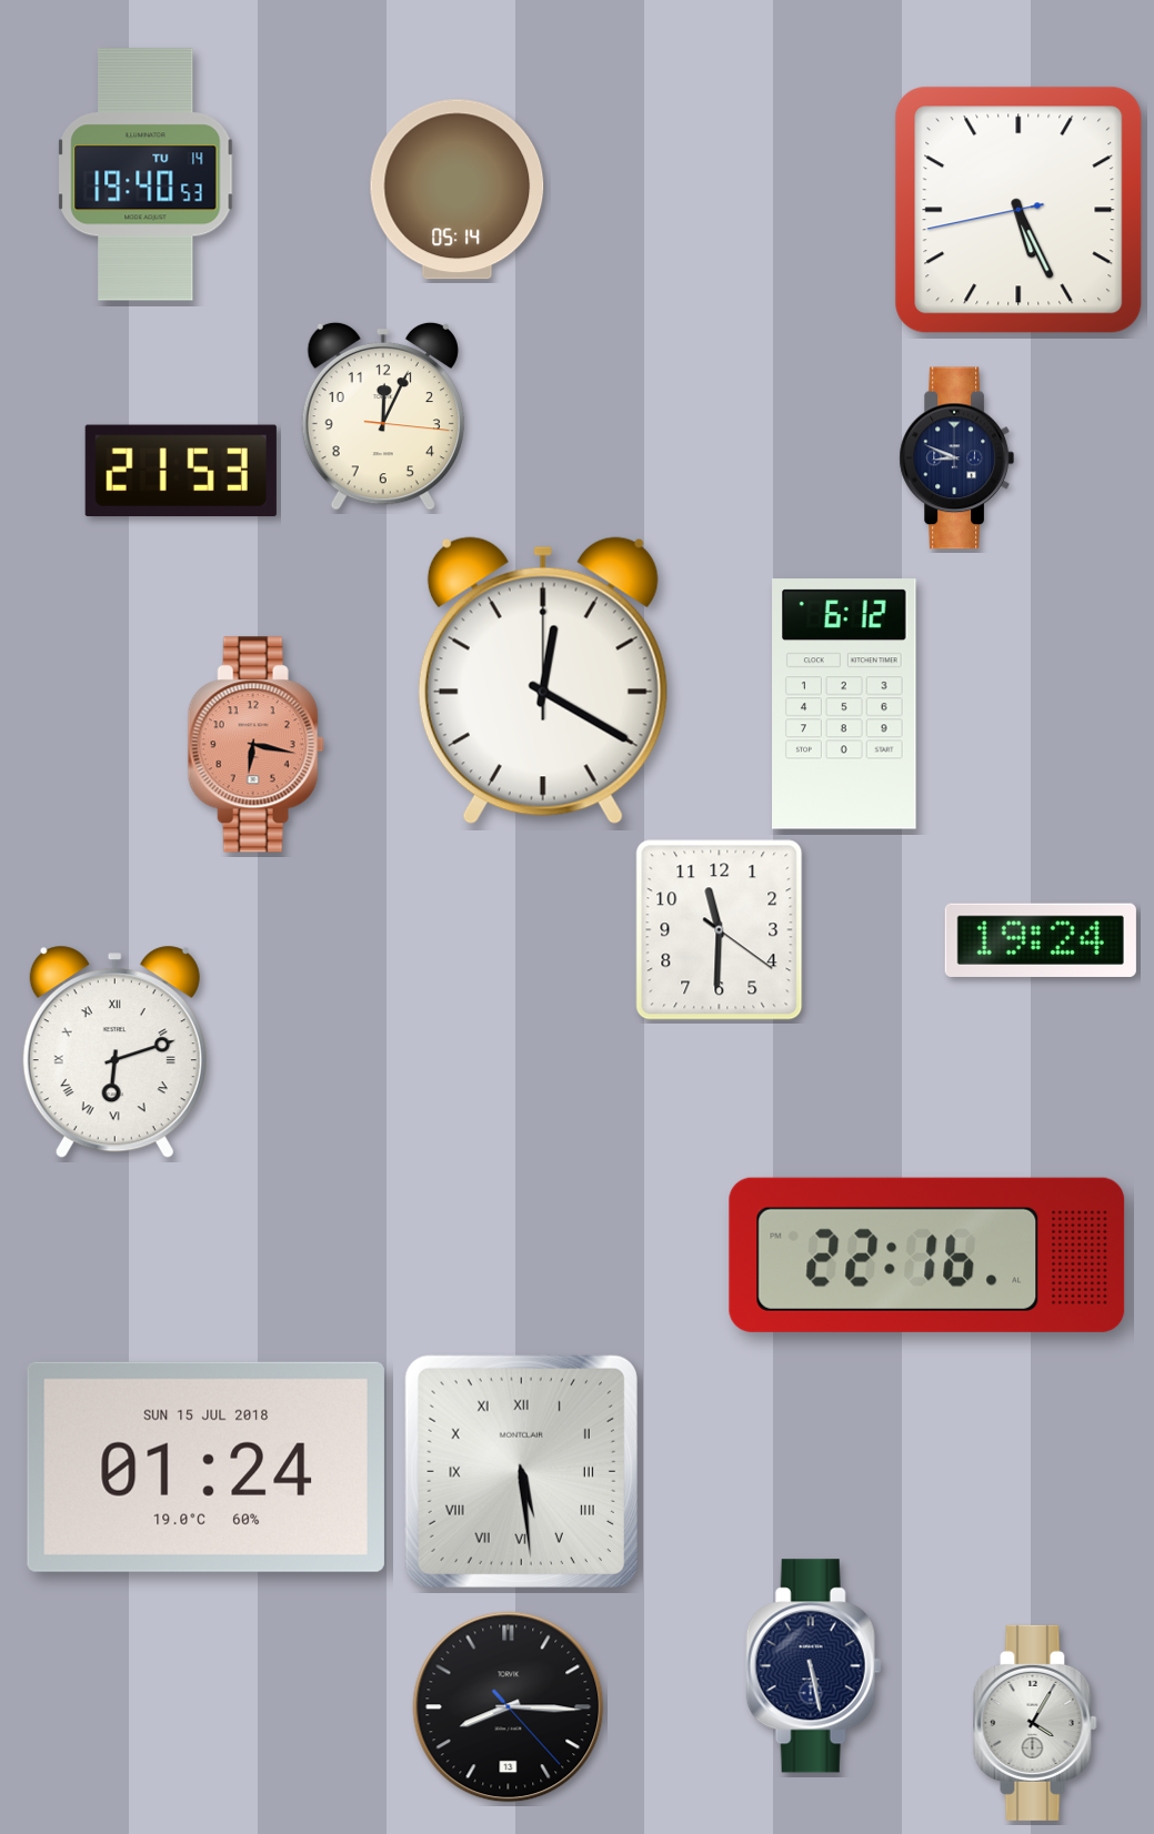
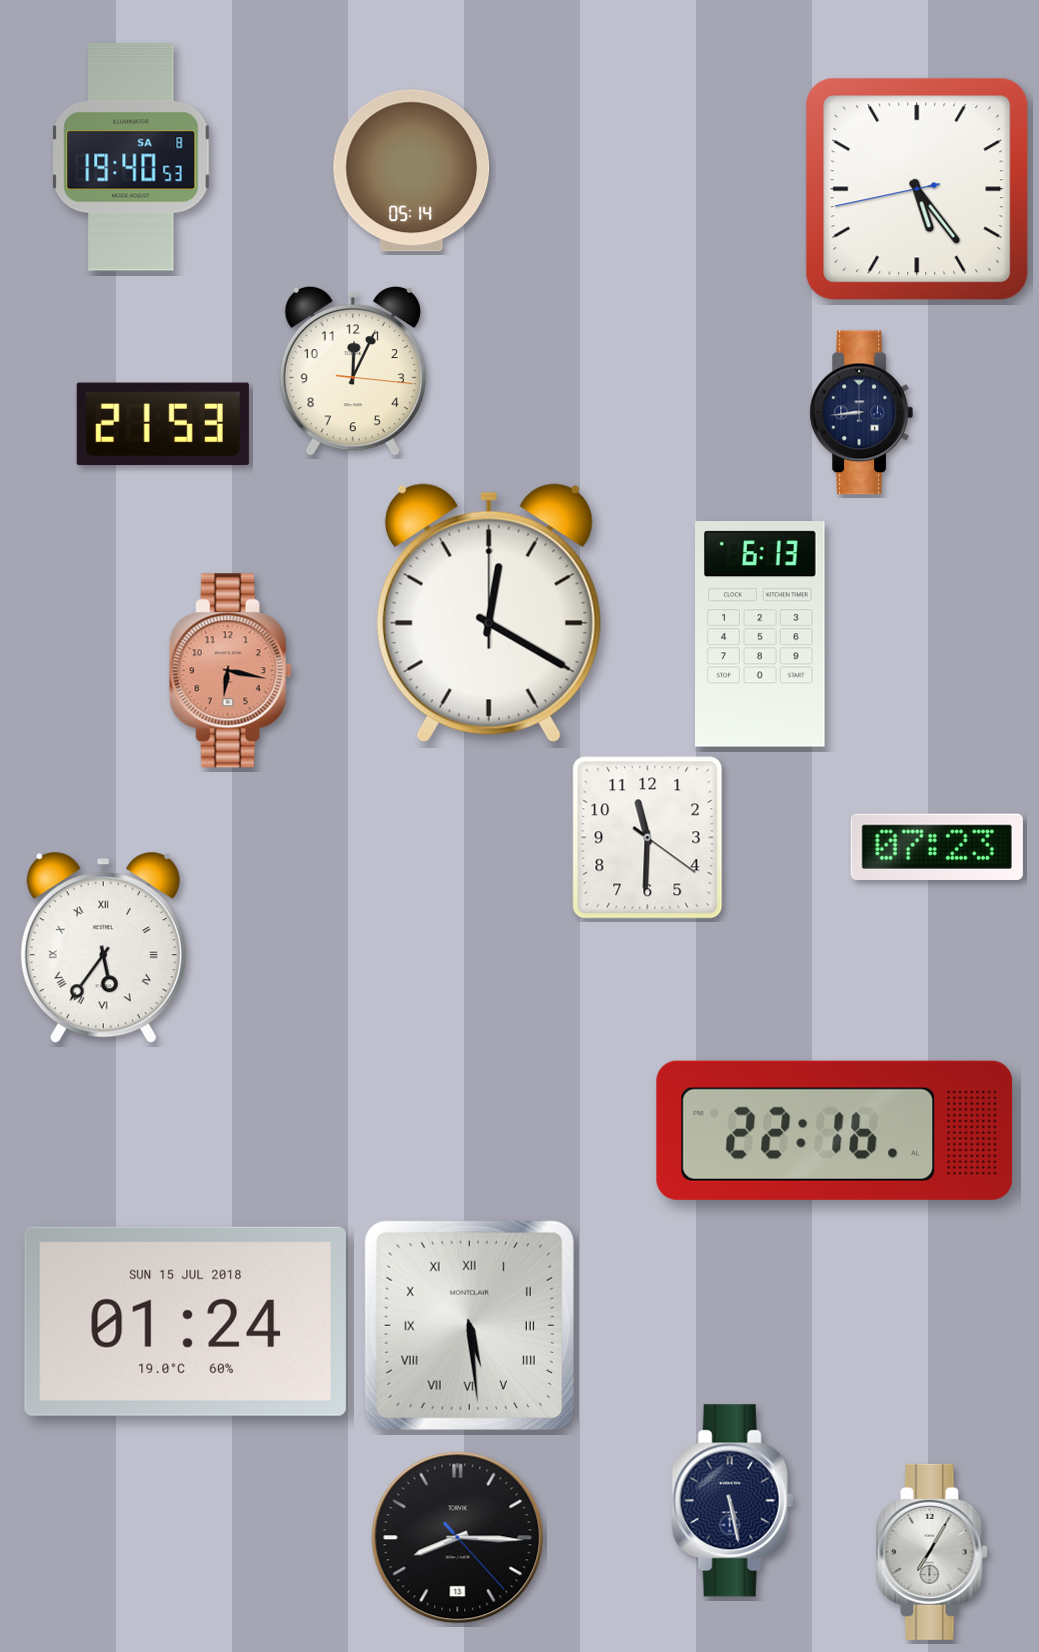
clock at (145, 174) date: TU 14 -> SA 8
clock at (1018, 210): 5:25 -> 5:23
clock at (383, 416) position: (383, 416) -> (353, 371)
clock at (956, 458): 8:49 -> 8:44
clock at (845, 704): 6:12 -> 6:13
clock at (1041, 939): 19:24 -> 07:23
clock at (114, 1052): 6:12 -> 5:36
clock at (1035, 1723): 4:05 -> 7:05
